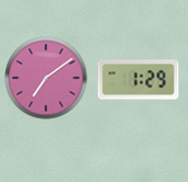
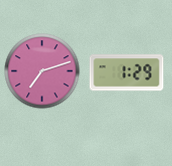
clock at (46, 78): 7:09 -> 7:12
